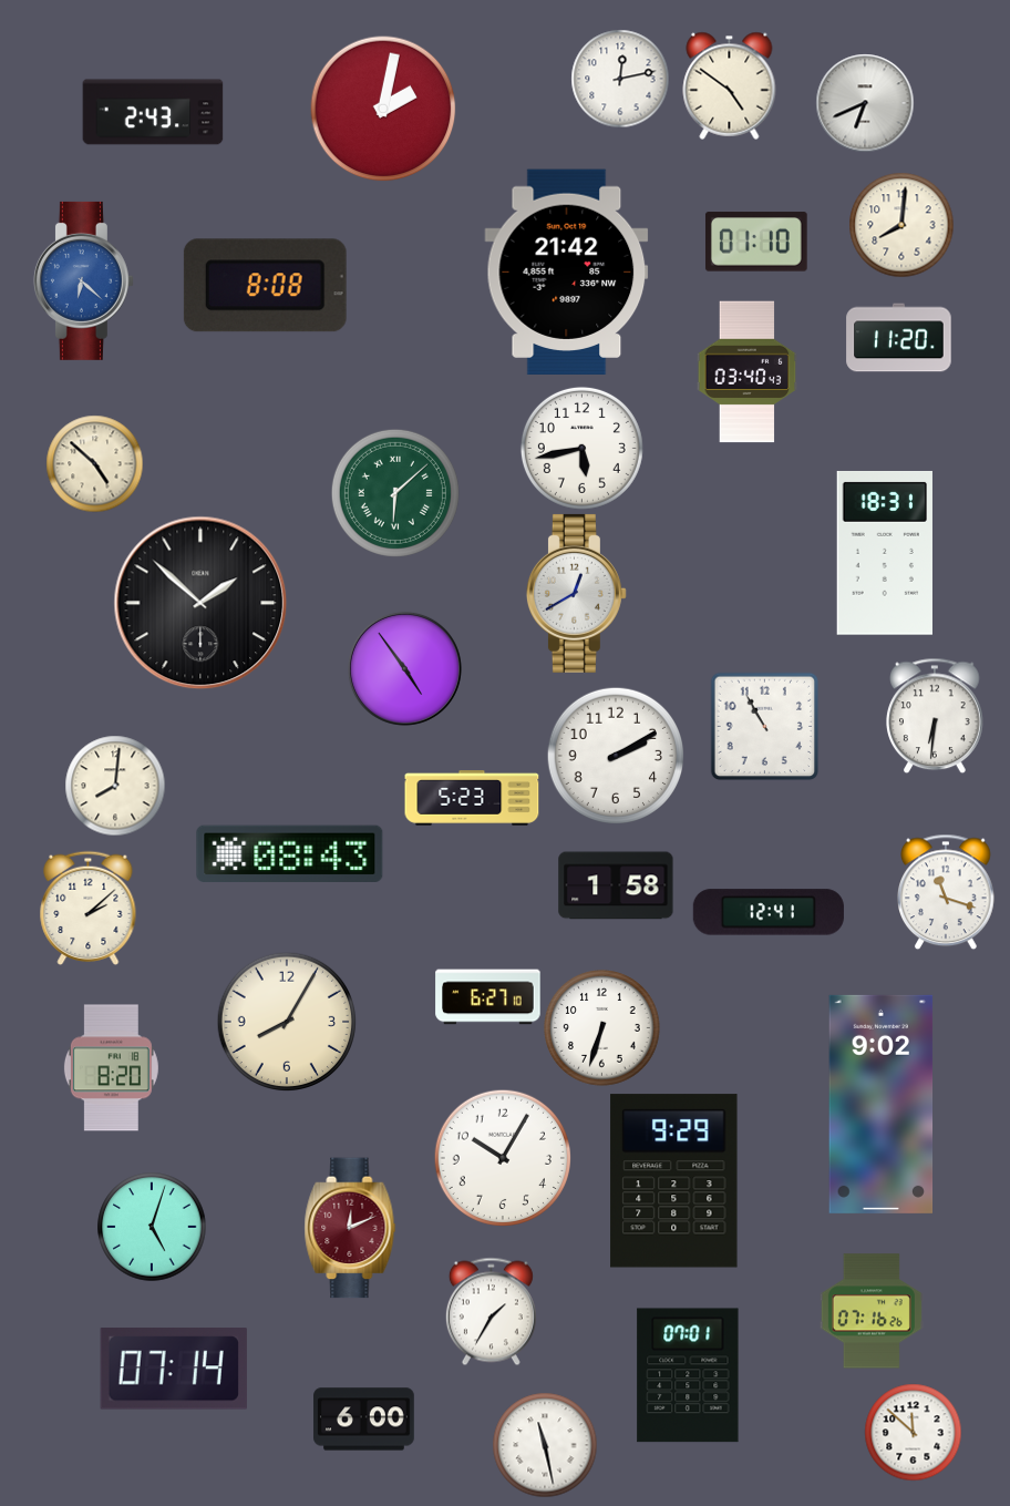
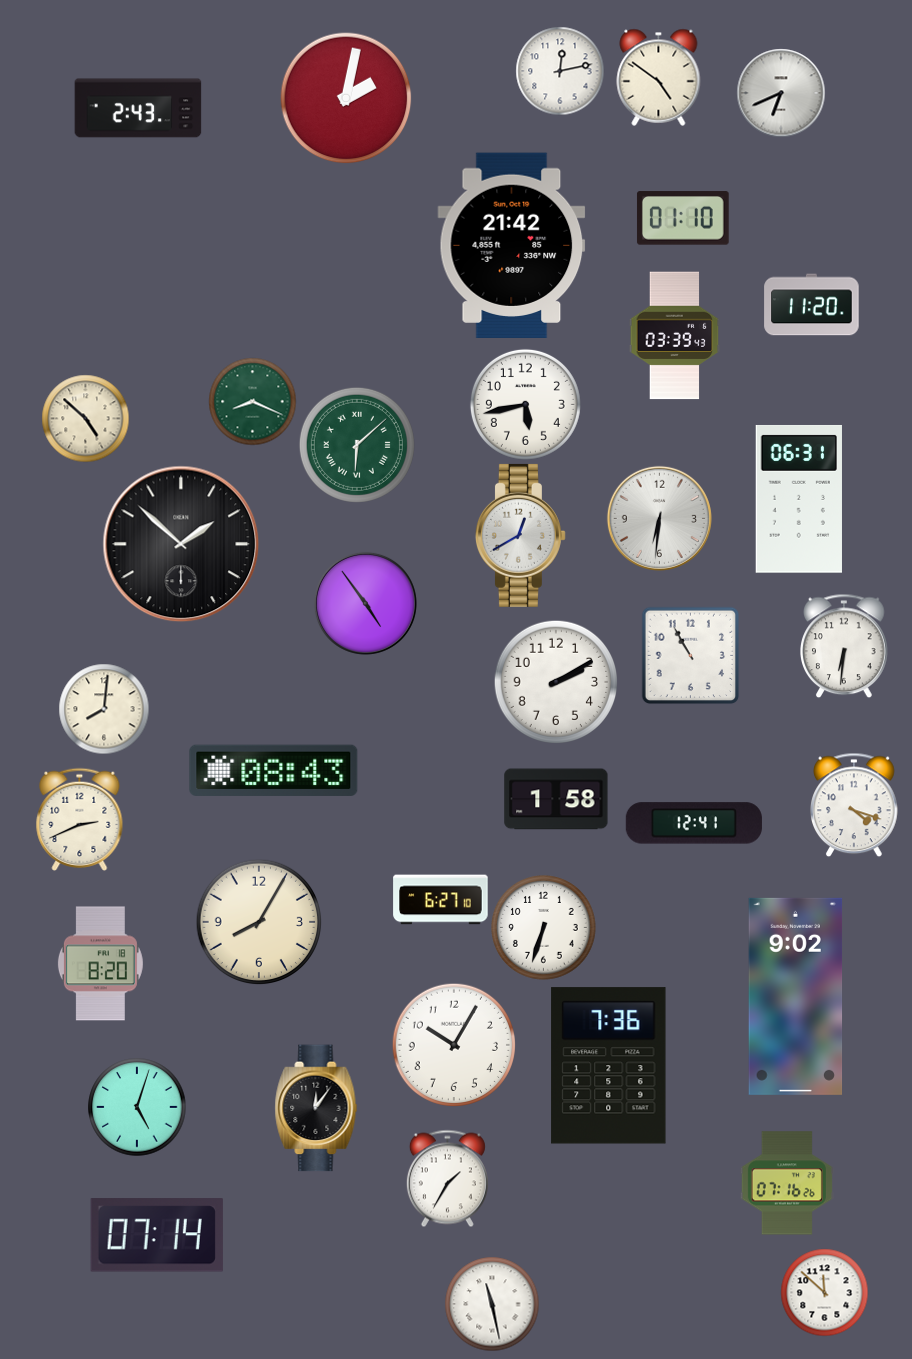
clock at (153, 112) position: (153, 112) -> (138, 108)
clock at (901, 225): 8:01 -> none
clock at (83, 280): 6:22 -> none
clock at (265, 286): 8:08 -> none
clock at (748, 372): 03:40 -> 03:39
clock at (252, 401): none -> 8:19
clock at (885, 553): 18:31 -> 06:31
clock at (659, 518): none -> 6:31
clock at (472, 798): 5:23 -> none
clock at (290, 853) position: (290, 853) -> (274, 770)
clock at (947, 892): 11:18 -> 4:18
clock at (89, 908): 2:08 -> 2:41
clock at (674, 1181): 9:29 -> 7:36
clock at (350, 1228): 12:11 -> 12:06
clock at (350, 1228) dial: burgundy -> black
clock at (491, 1311) position: (491, 1311) -> (447, 1178)
clock at (688, 1375): 07:01 -> none
clock at (364, 1420): 6:00 -> none
